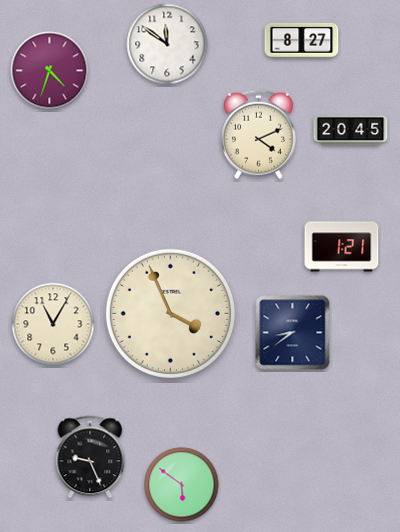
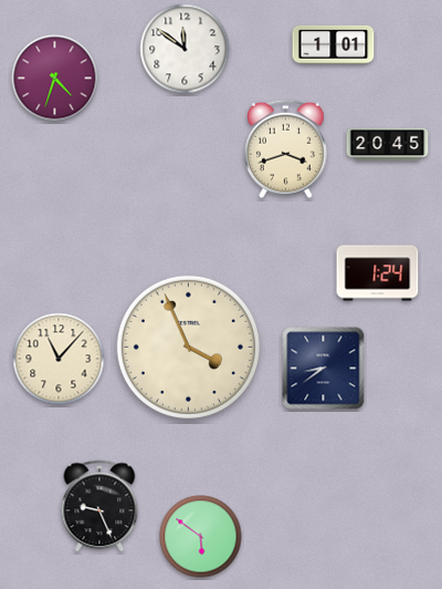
clock at (302, 40): 8:27 -> 1:01
clock at (258, 135): 4:11 -> 3:42
clock at (342, 247): 1:21 -> 1:24
clock at (53, 324): 11:05 -> 11:07
